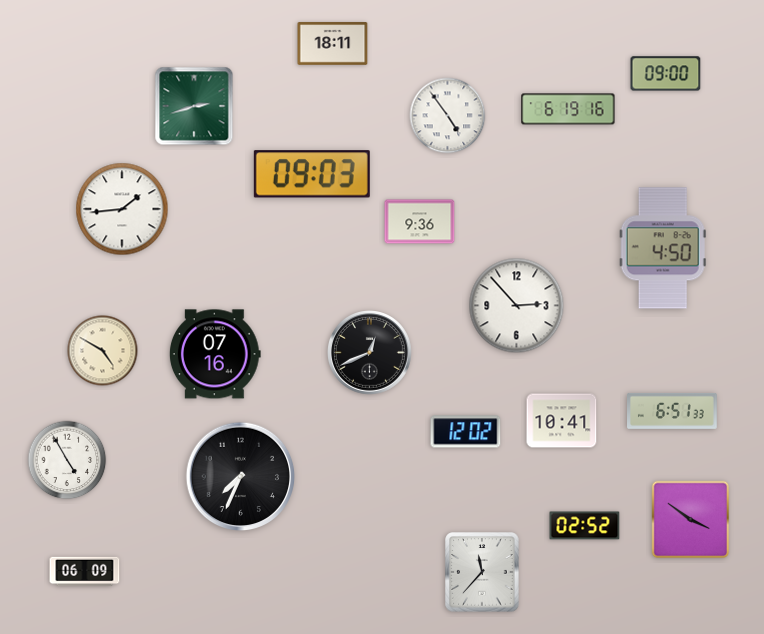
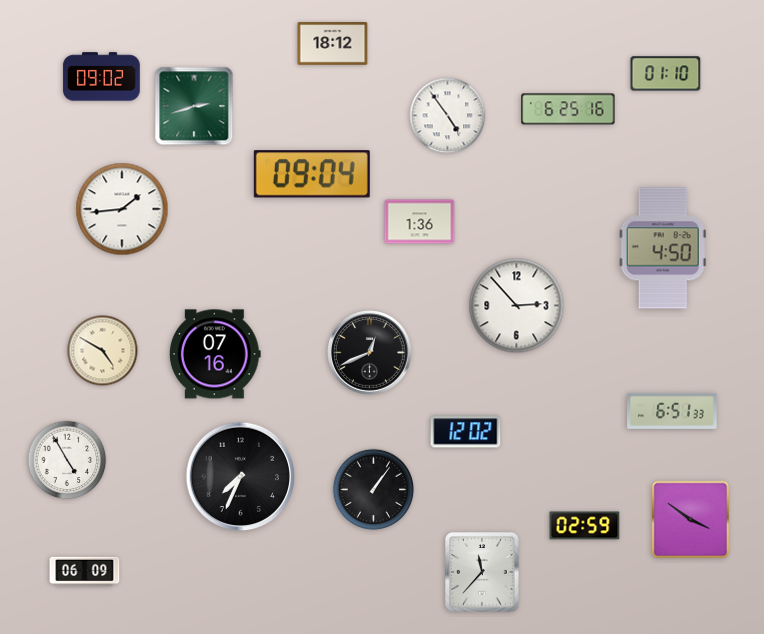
clock at (333, 44): 18:11 -> 18:12
clock at (666, 74): 09:00 -> 01:10
clock at (102, 77): none -> 09:02
clock at (568, 109): 6:19 -> 6:25
clock at (312, 174): 09:03 -> 09:04
clock at (420, 222): 9:36 -> 1:36
clock at (562, 421): 10:41 -> none
clock at (374, 490): none -> 1:06
clock at (585, 526): 02:52 -> 02:59
